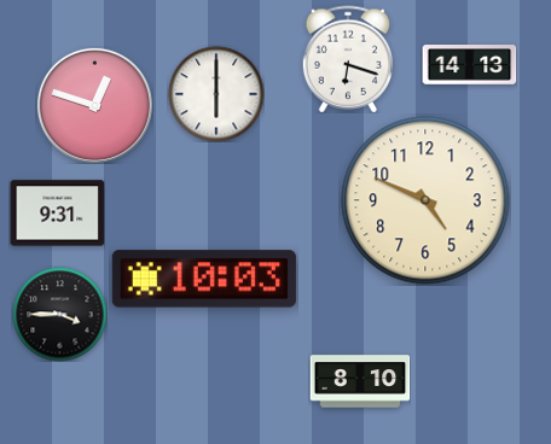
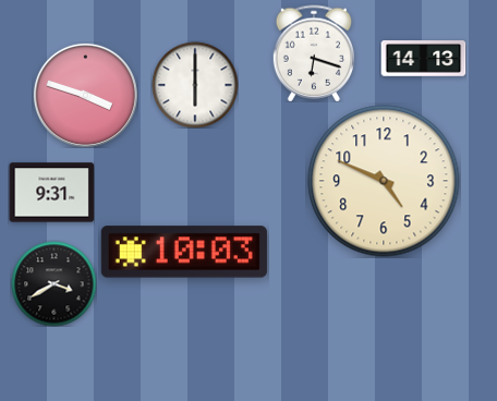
clock at (94, 105): 12:48 -> 3:48
clock at (59, 314): 3:45 -> 3:40
clock at (360, 381): 8:10 -> none
